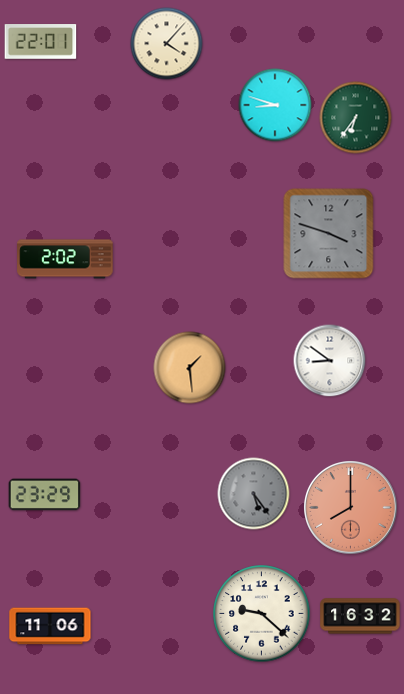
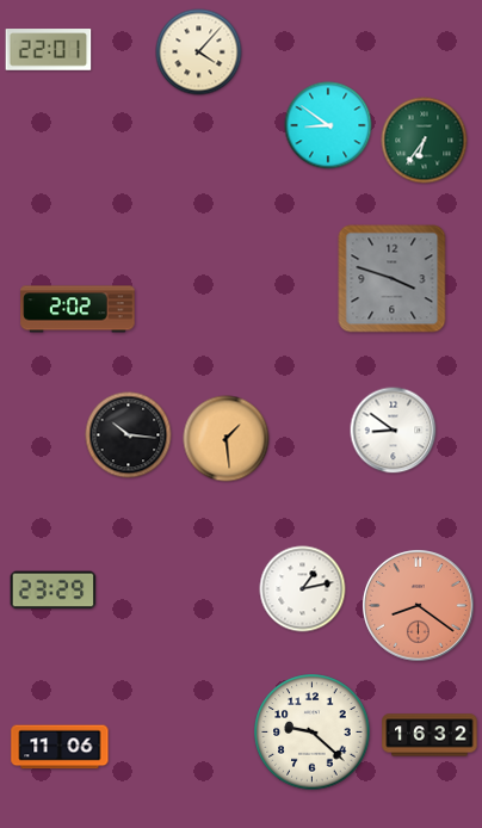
clock at (275, 105): 8:48 -> 8:51
clock at (129, 435): none -> 10:16
clock at (254, 494): 5:24 -> 1:13
clock at (254, 494) dial: grey -> white
clock at (351, 508): 8:00 -> 8:21
